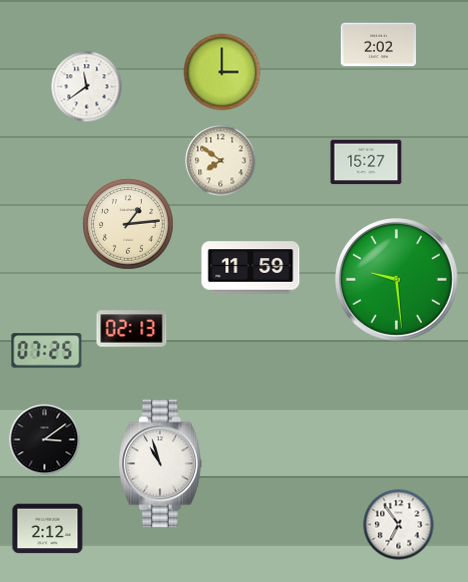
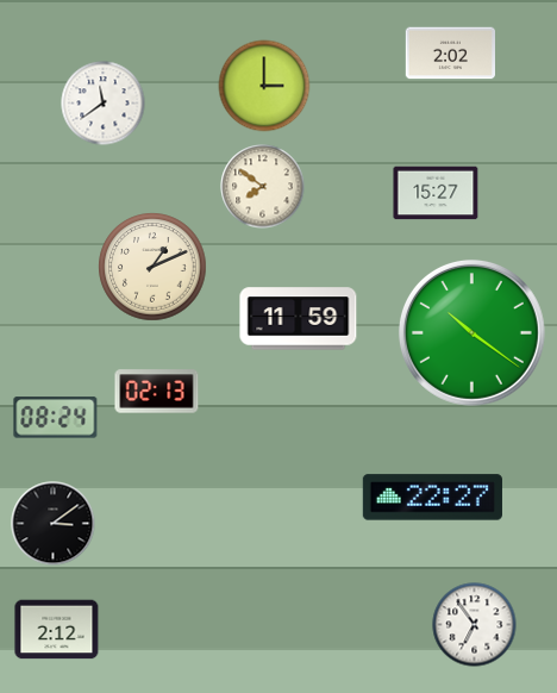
clock at (221, 161) position: (221, 161) -> (263, 187)
clock at (128, 224): 1:14 -> 1:11
clock at (396, 279): 9:29 -> 10:21
clock at (47, 351): 07:25 -> 08:24
clock at (432, 498): none -> 22:27
clock at (161, 464): 10:57 -> none
